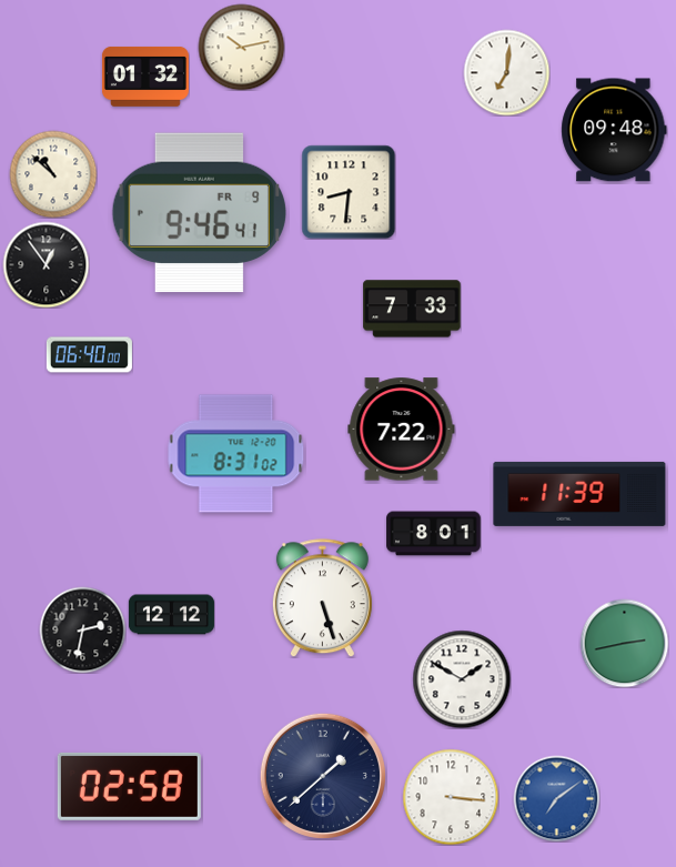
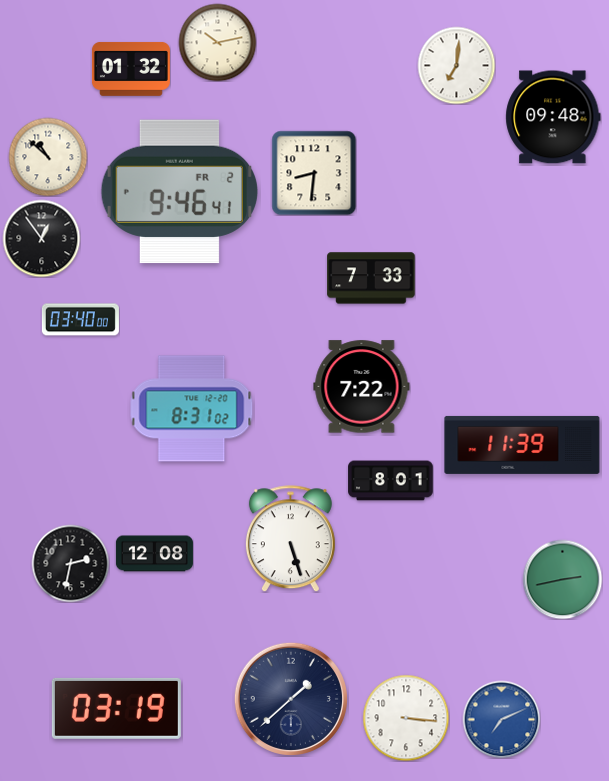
clock at (199, 213) date: FR 9 -> FR 2
clock at (89, 355): 06:40 -> 03:40
clock at (236, 454) position: (236, 454) -> (192, 409)
clock at (171, 615): 12:12 -> 12:08
clock at (82, 629) position: (82, 629) -> (70, 563)
clock at (462, 679): 1:50 -> none
clock at (129, 786): 02:58 -> 03:19
clock at (556, 798): 7:09 -> 7:11
